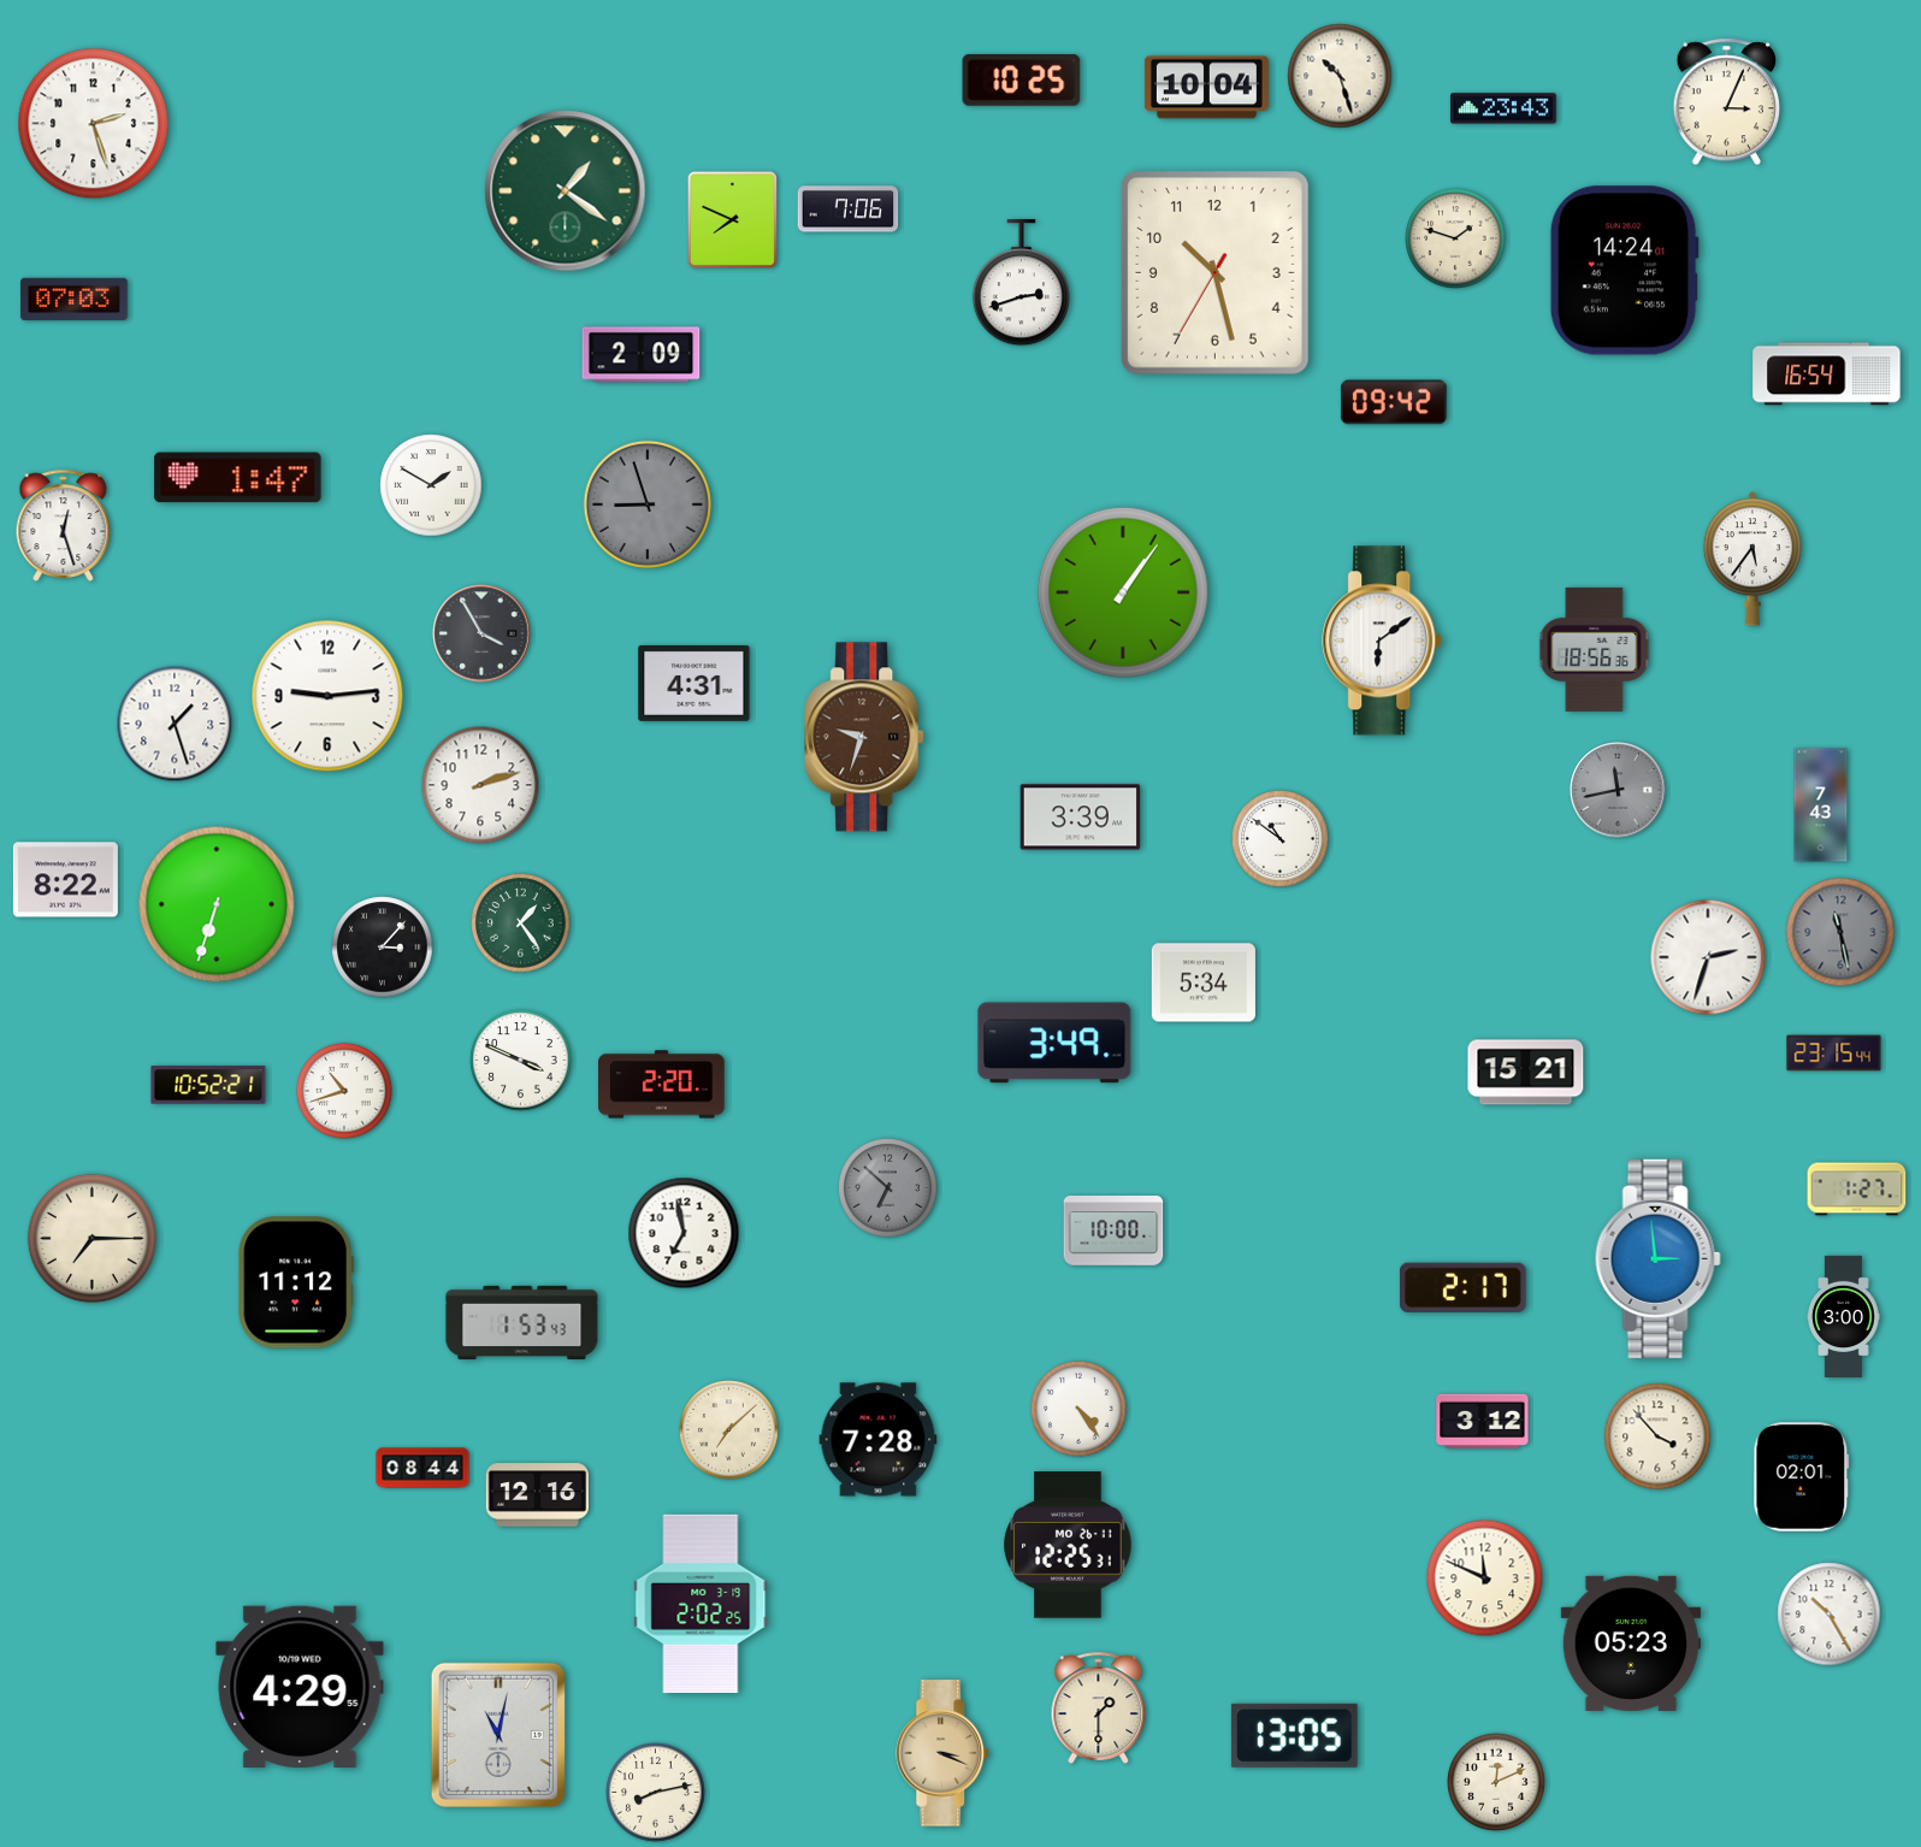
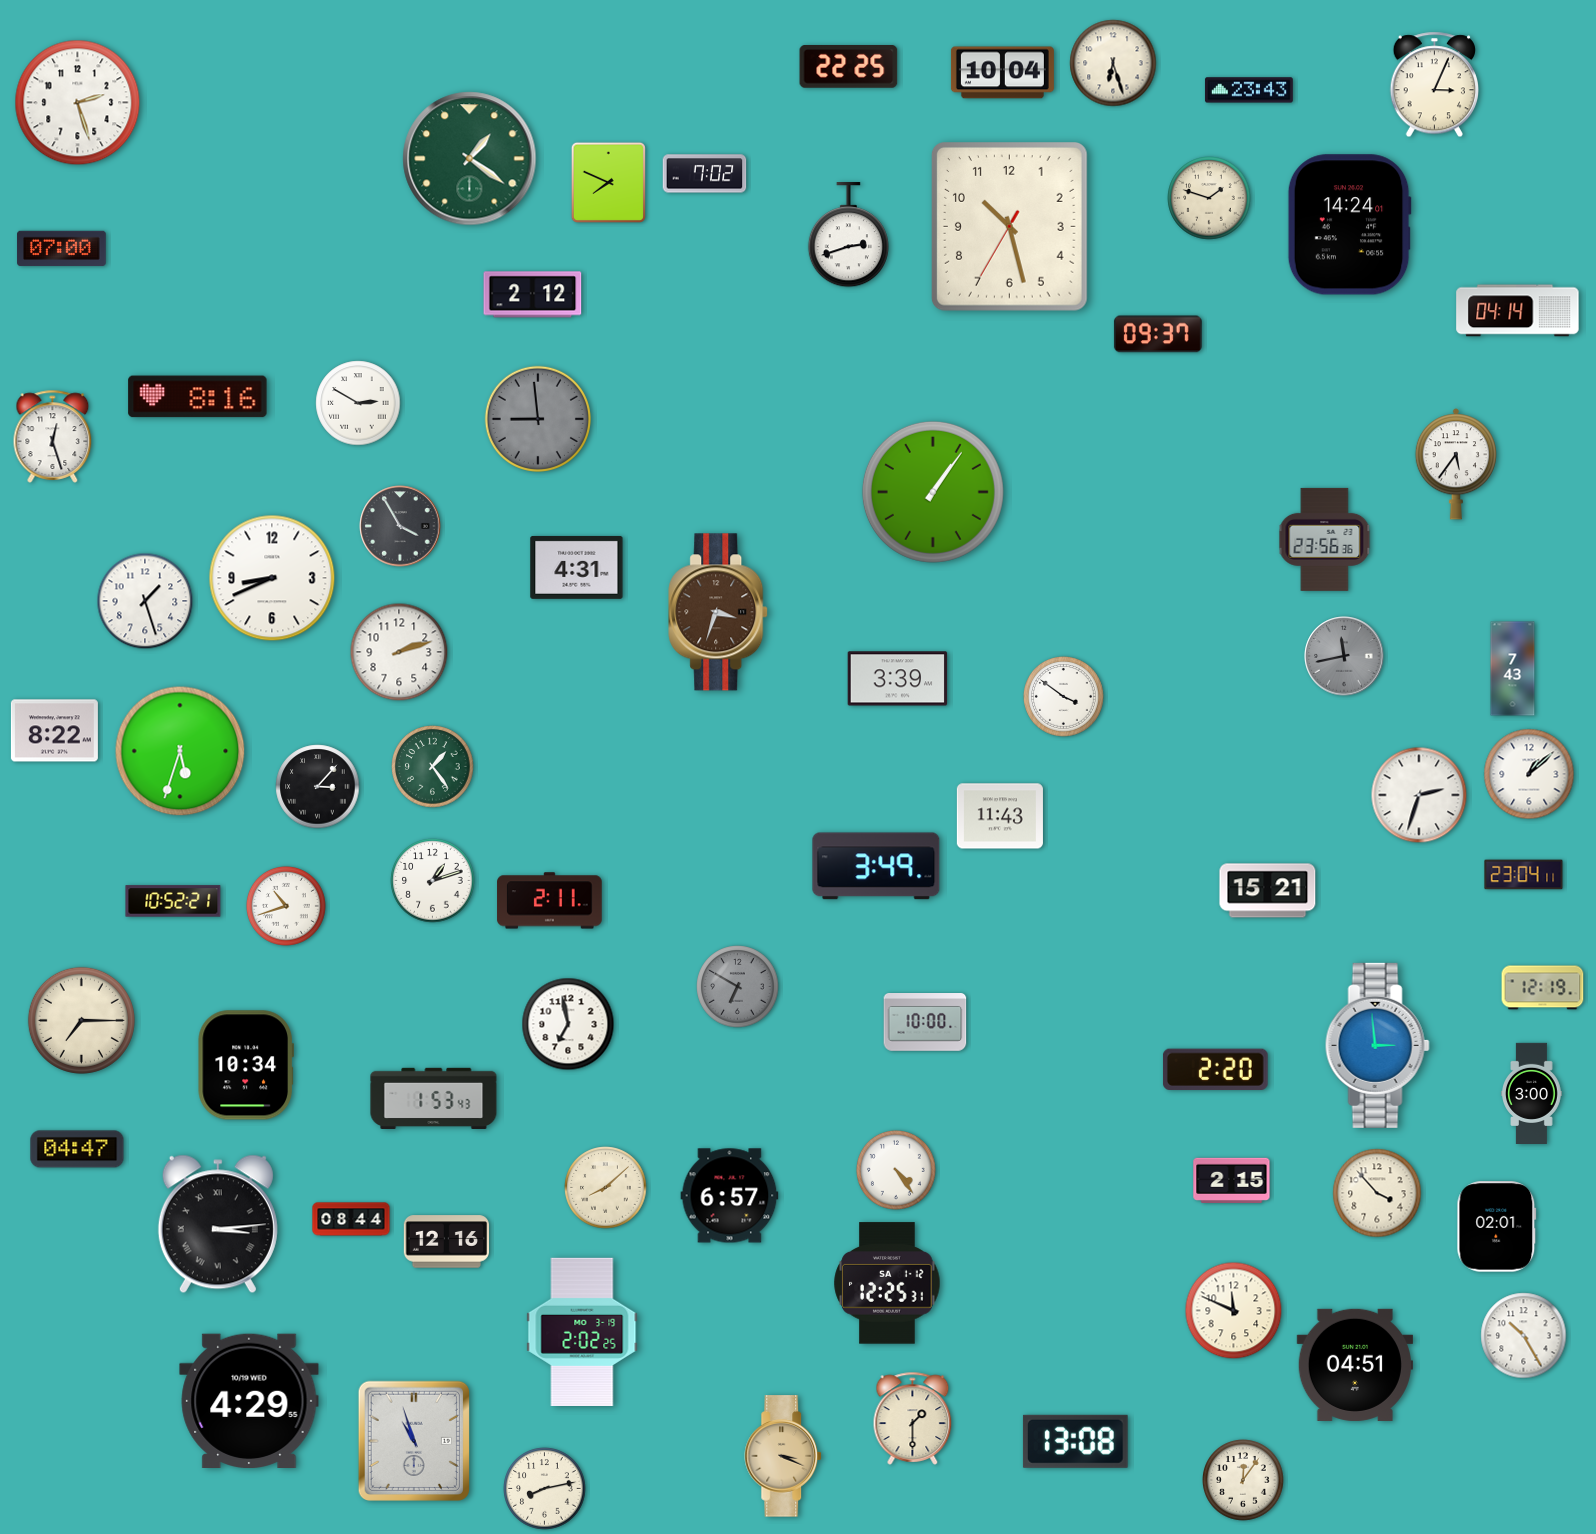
clock at (1340, 76): 10:27 -> 6:27
clock at (1022, 81): 10:25 -> 22:25
clock at (849, 210): 7:06 -> 7:02
clock at (75, 300): 07:03 -> 07:00
clock at (642, 355): 2:09 -> 2:12
clock at (1827, 374): 16:54 -> 04:14
clock at (1394, 402): 09:42 -> 09:37
clock at (238, 478): 1:47 -> 8:16
clock at (431, 485): 1:50 -> 2:50
clock at (648, 504): 8:57 -> 8:59
clock at (1383, 641): 6:09 -> none
clock at (1595, 649): 18:56 -> 23:56
clock at (327, 696): 9:14 -> 8:41
clock at (865, 737): 9:33 -> 3:33
clock at (1281, 839): 10:51 -> 3:51
clock at (217, 904): 6:33 -> 5:33
clock at (1840, 932): 11:28 -> 1:08
clock at (1840, 932) dial: grey -> white
clock at (1204, 982): 5:34 -> 11:43
clock at (1834, 1054): 23:15 -> 23:04
clock at (521, 1061): 3:49 -> 1:12
clock at (662, 1085): 2:20 -> 2:11
clock at (888, 1188): 6:52 -> 6:50
clock at (1857, 1190): 1:27 -> 12:19
clock at (91, 1238) position: (91, 1238) -> (81, 1020)
clock at (295, 1282): 11:12 -> 10:34
clock at (1462, 1287): 2:17 -> 2:20
clock at (77, 1149): none -> 04:47
clock at (1483, 1421): 3:12 -> 2:15
clock at (729, 1430): 7:08 -> 8:08
clock at (879, 1440): 7:28 -> 6:57
clock at (218, 1224): none -> 3:14
clock at (1068, 1545) date: MO 26-11 -> SA 1-12
clock at (1830, 1615) position: (1830, 1615) -> (1524, 1336)
clock at (1630, 1644): 05:23 -> 04:51
clock at (498, 1734): 11:02 -> 10:57
clock at (1294, 1735): 13:05 -> 13:08
clock at (1496, 1782): 12:11 -> 12:06
